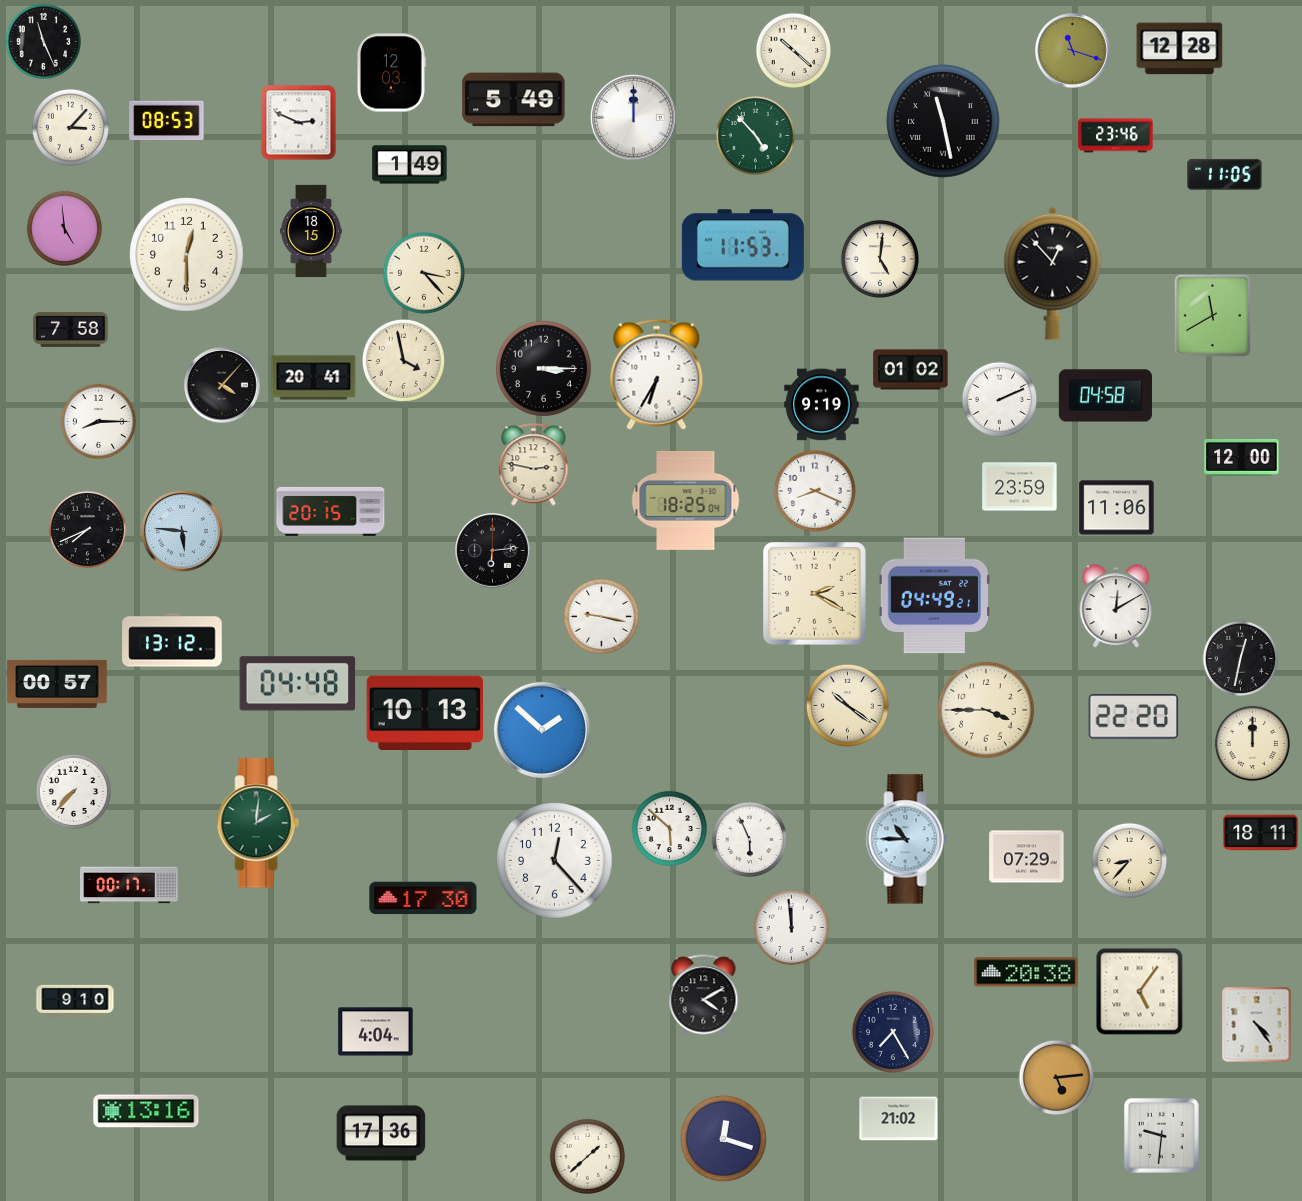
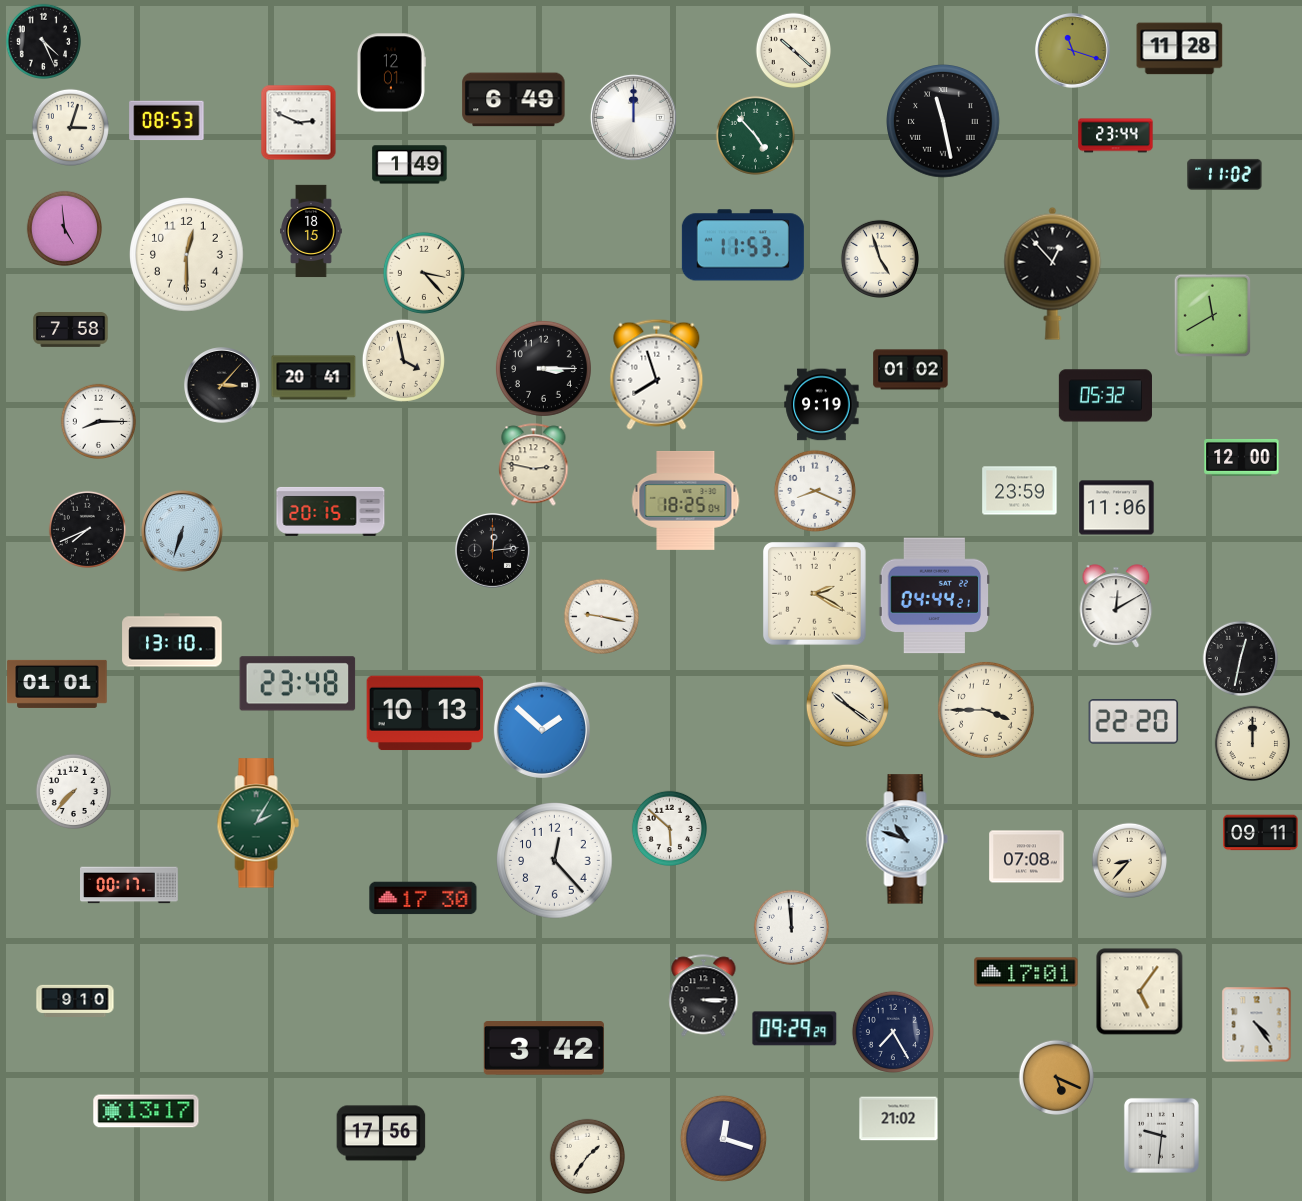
clock at (43, 41): 11:26 -> 4:26
clock at (1180, 49): 12:28 -> 11:28
clock at (391, 73): 12:03 -> 12:01
clock at (514, 100): 5:49 -> 6:49
clock at (70, 127): 3:07 -> 3:03
clock at (1116, 136): 23:46 -> 23:44
clock at (1225, 174): 11:05 -> 11:02
clock at (880, 259): 5:01 -> 4:57
clock at (657, 374): 6:35 -> 7:57
clock at (223, 386): 4:07 -> 3:07
clock at (1105, 396): 04:58 -> 05:32
clock at (999, 399): 2:11 -> none
clock at (1020, 487) position: (1020, 487) -> (1020, 491)
clock at (182, 531): 5:46 -> 6:33
clock at (493, 551): 6:14 -> 12:14
clock at (934, 596): 04:49 -> 04:44
clock at (172, 640): 13:12 -> 13:10
clock at (57, 684): 00:57 -> 01:01
clock at (298, 684): 04:48 -> 23:48
clock at (1134, 717) position: (1134, 717) -> (1134, 722)
clock at (258, 823): 2:01 -> 2:05
clock at (1261, 833): 18:11 -> 09:11
clock at (749, 839): 5:56 -> none
clock at (907, 839): 10:45 -> 10:48
clock at (1027, 857): 07:29 -> 07:08
clock at (1026, 972): 20:38 -> 17:01
clock at (704, 996): 4:10 -> 3:15
clock at (795, 1029): none -> 09:29
clock at (376, 1032): 4:04 -> none
clock at (544, 1048): none -> 3:42
clock at (1056, 1077): 5:14 -> 5:19
clock at (146, 1111): 13:16 -> 13:17
clock at (381, 1133): 17:36 -> 17:56
clock at (587, 1156): 1:38 -> 1:36
